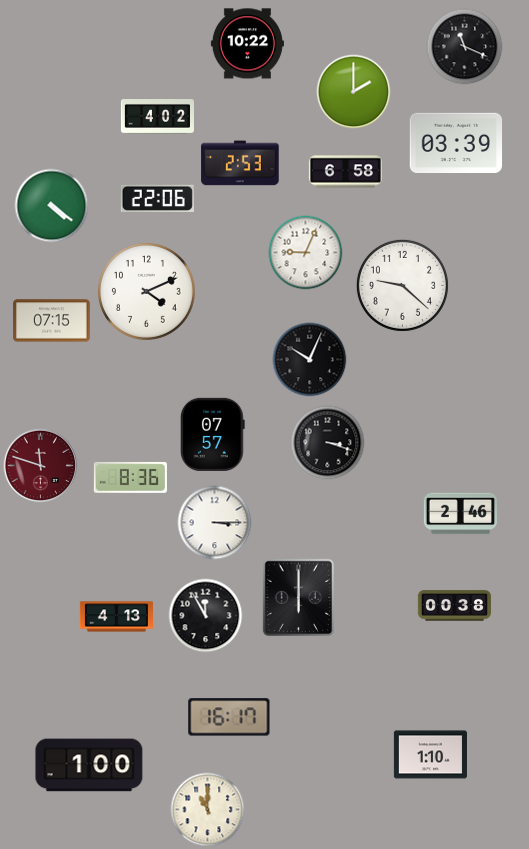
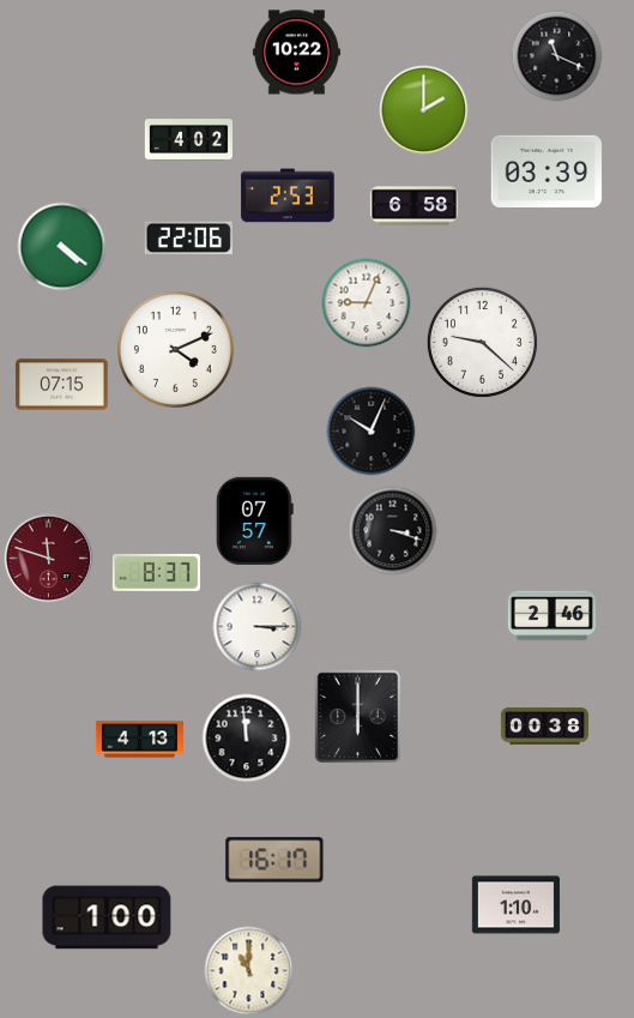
clock at (130, 477): 8:36 -> 8:37
clock at (206, 616): 11:55 -> 11:59
